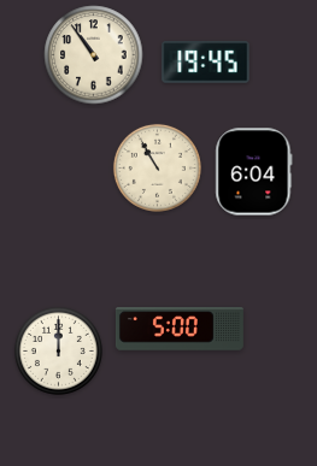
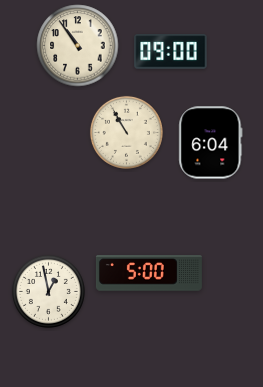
clock at (206, 63): 19:45 -> 09:00
clock at (157, 167) position: (157, 167) -> (126, 132)
clock at (58, 350): 12:00 -> 12:58
